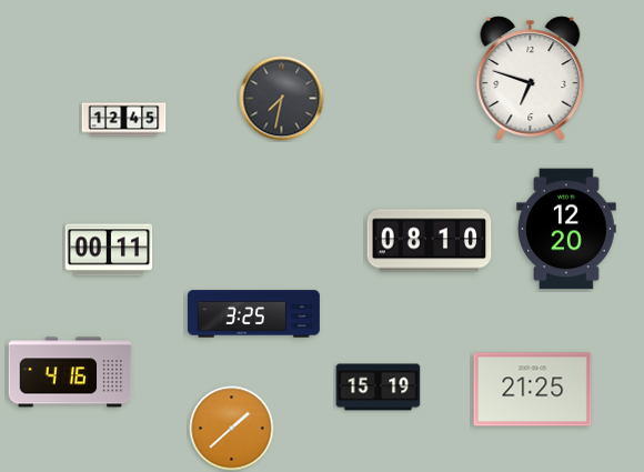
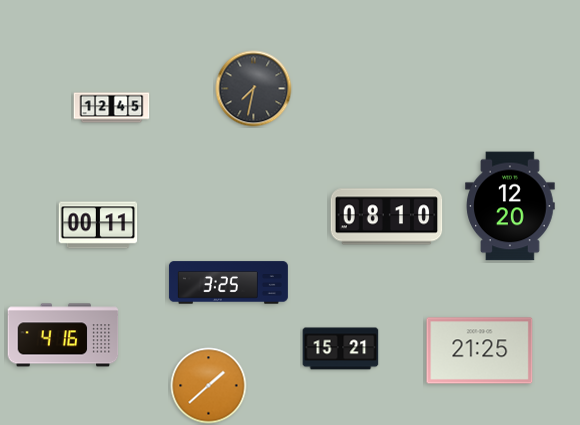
clock at (531, 79): 6:48 -> none
clock at (379, 388): 15:19 -> 15:21
